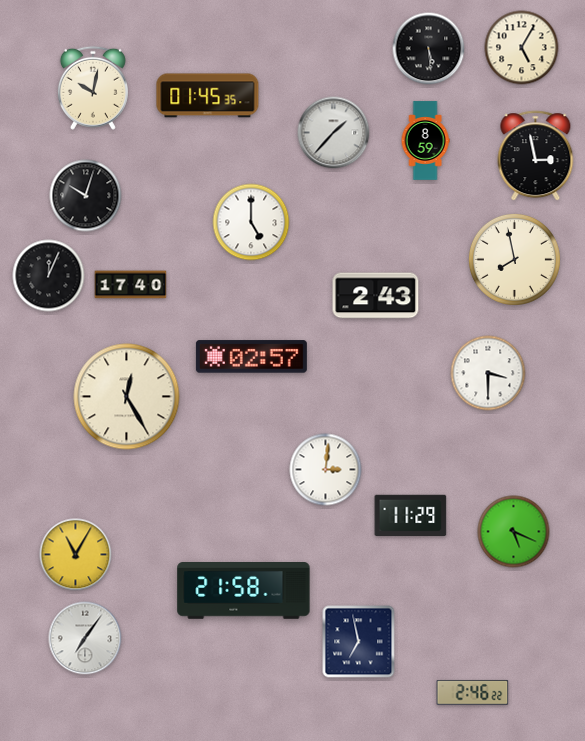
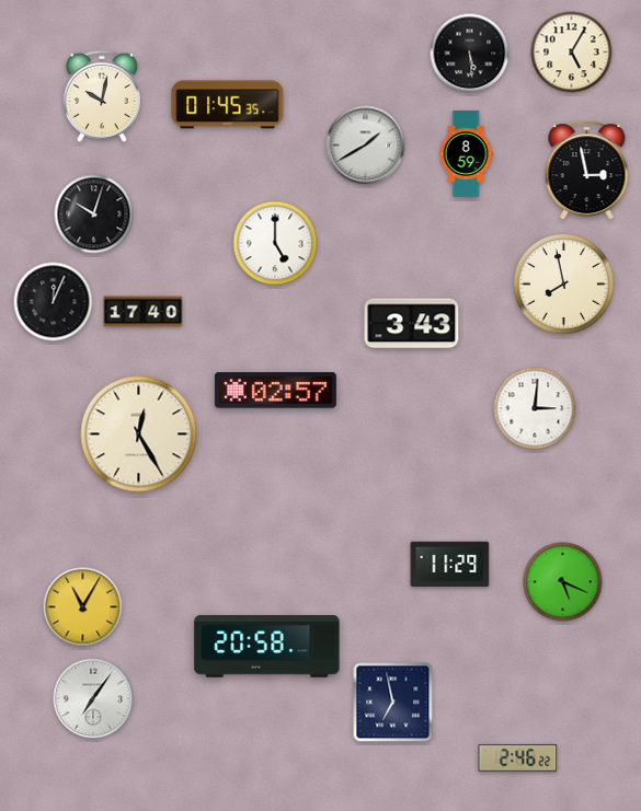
clock at (334, 133): 1:37 -> 1:40
clock at (376, 296): 2:43 -> 3:43
clock at (488, 373): 3:30 -> 3:01
clock at (326, 470): 3:01 -> none
clock at (244, 591): 21:58 -> 20:58
